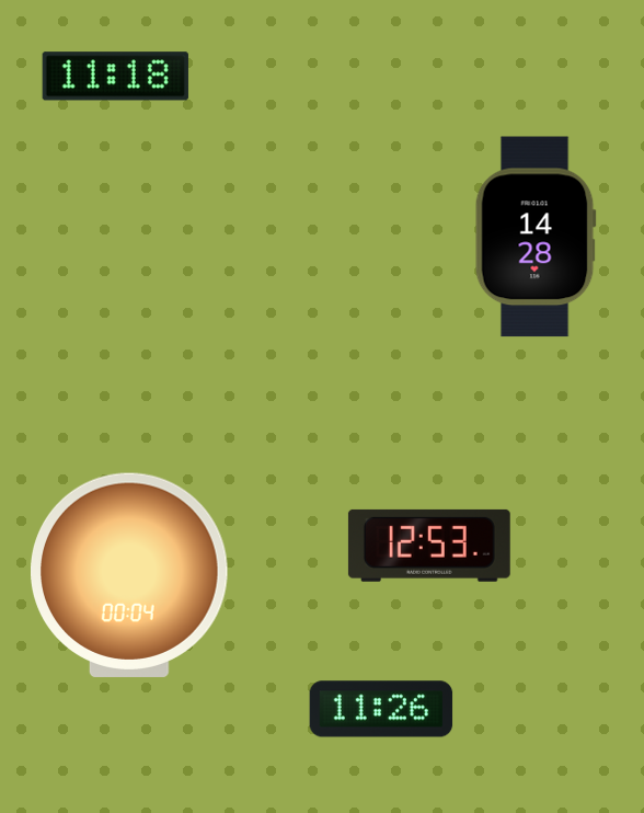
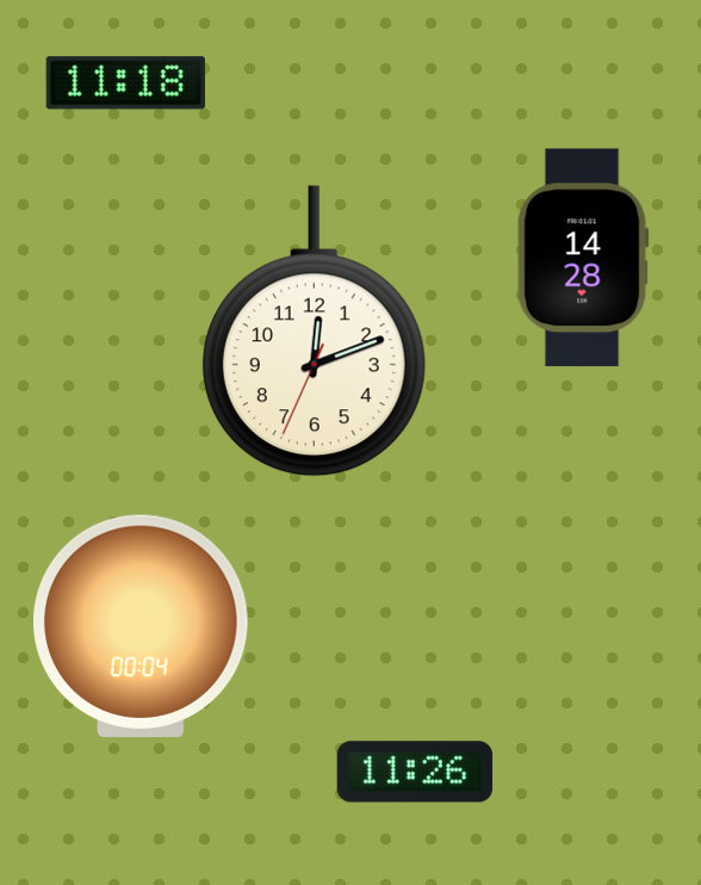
clock at (314, 332): none -> 12:11
clock at (429, 546): 12:53 -> none
